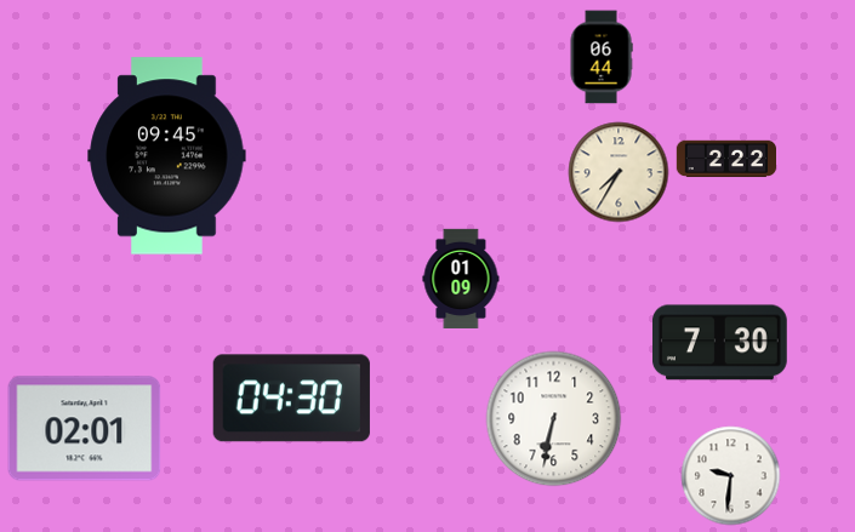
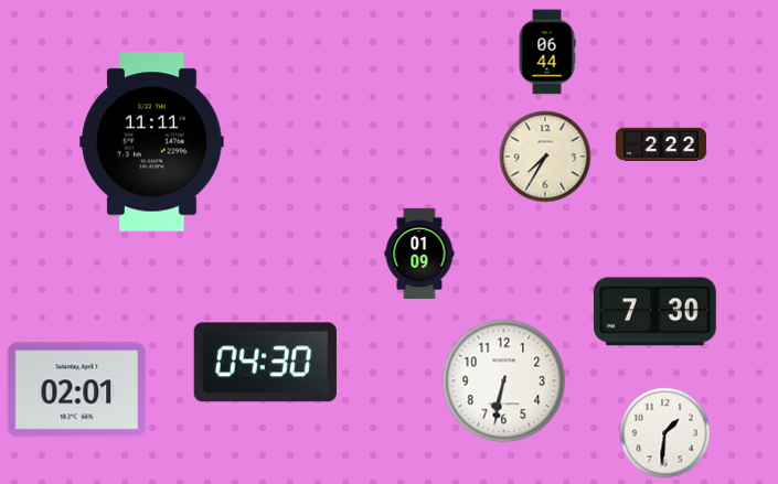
clock at (167, 156): 09:45 -> 11:11
clock at (619, 172) position: (619, 172) -> (545, 157)
clock at (731, 476): 9:31 -> 1:31
